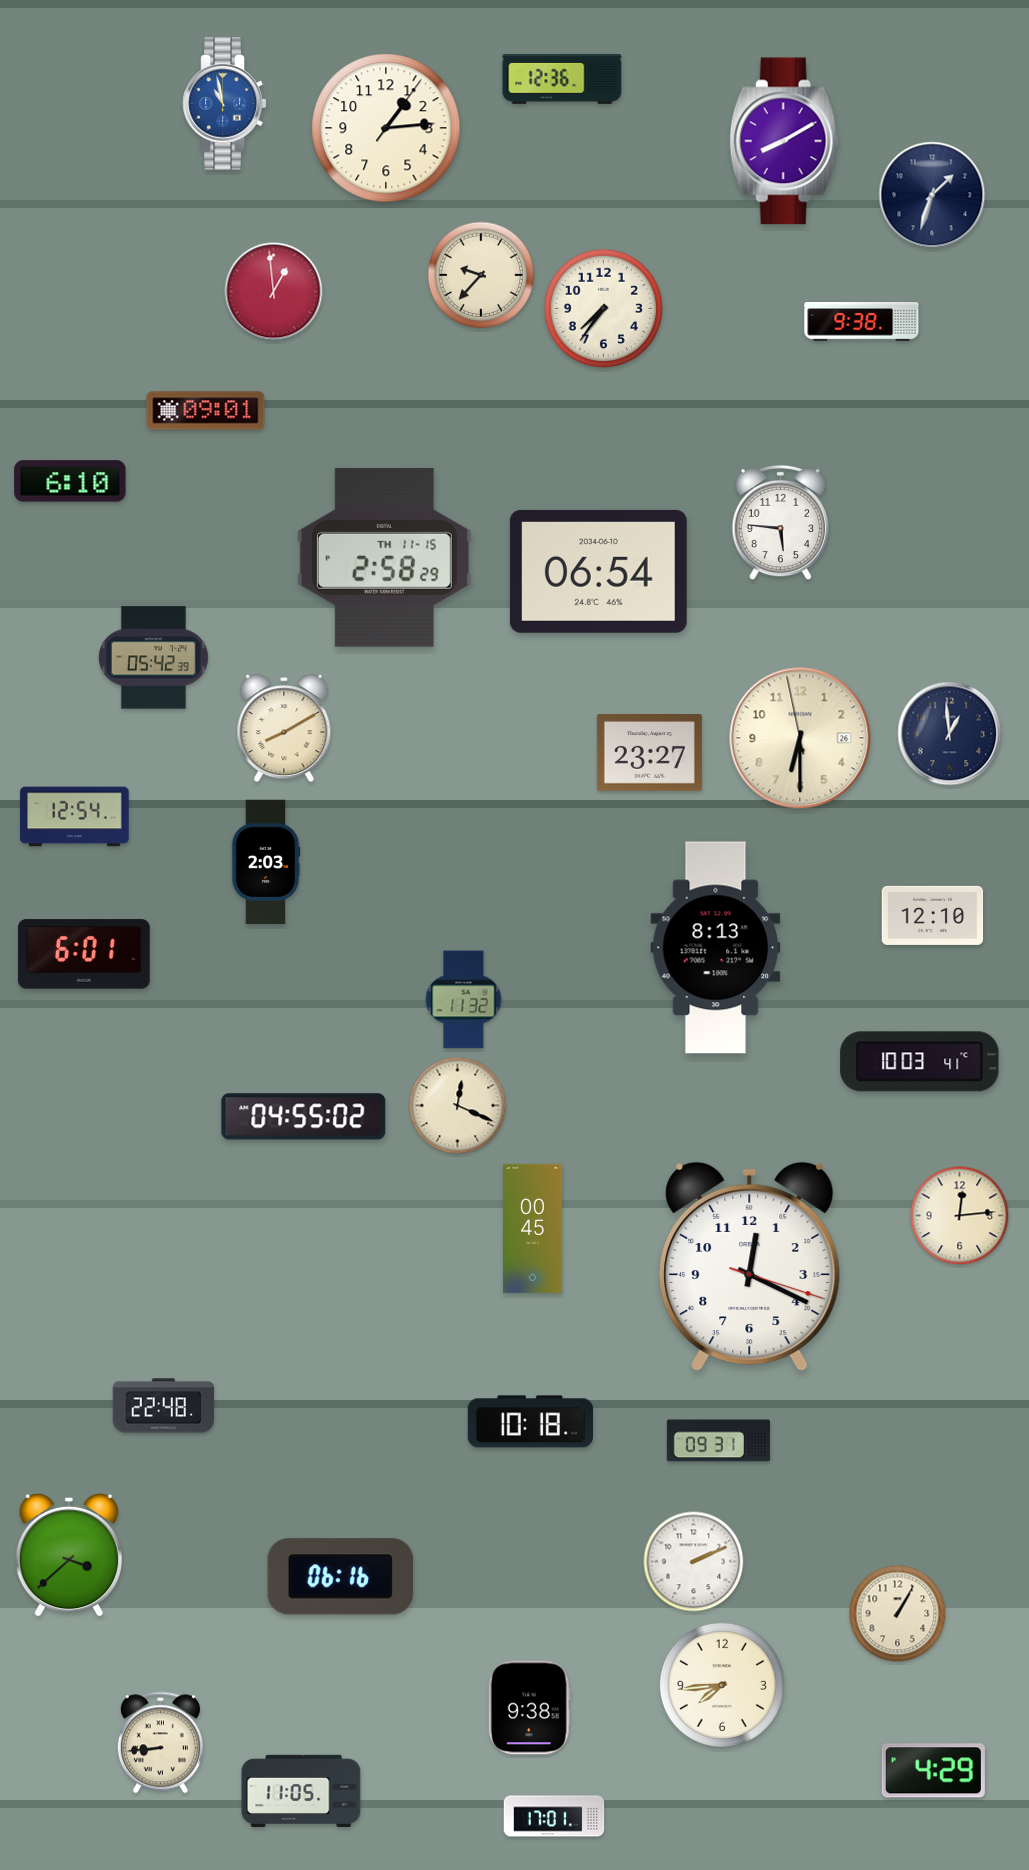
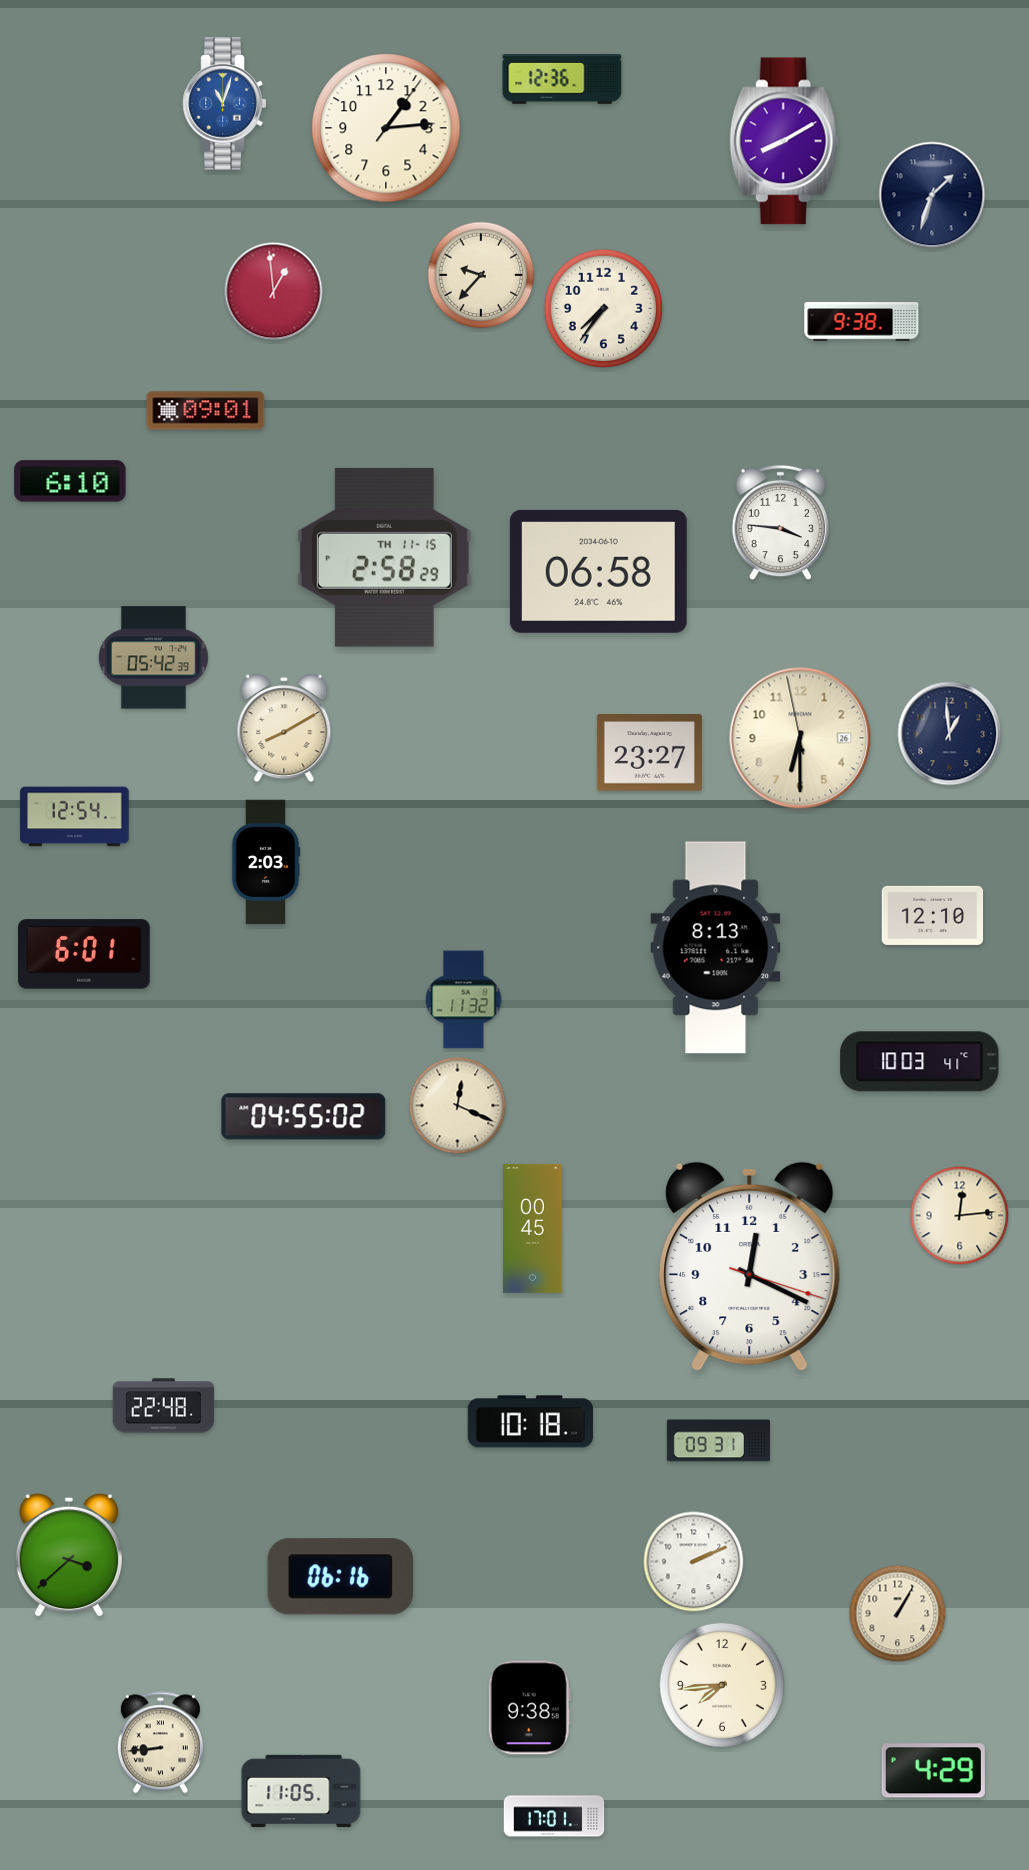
clock at (225, 104): 10:58 -> 11:03
clock at (780, 523): 5:46 -> 3:46
clock at (598, 571): 06:54 -> 06:58
